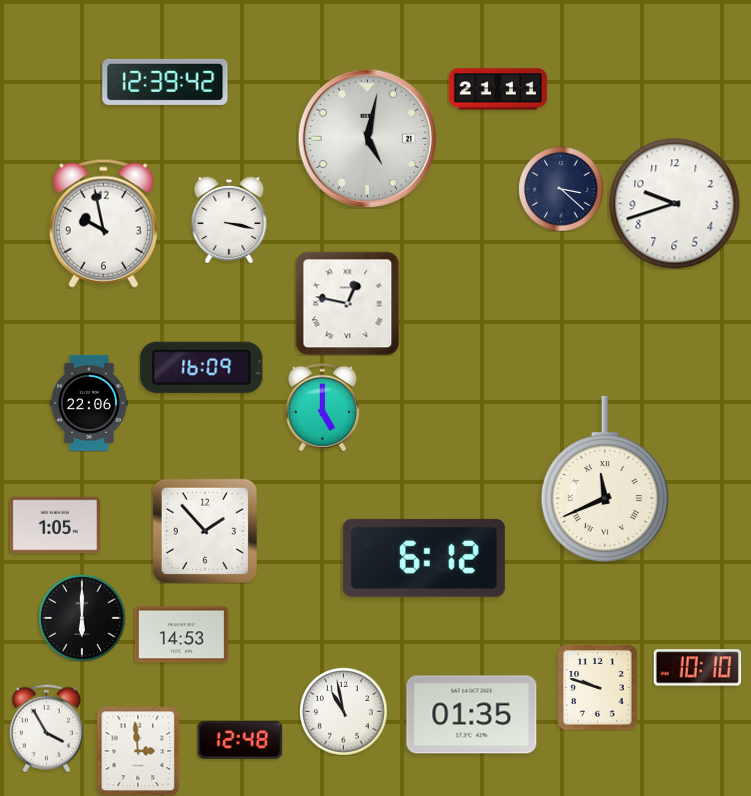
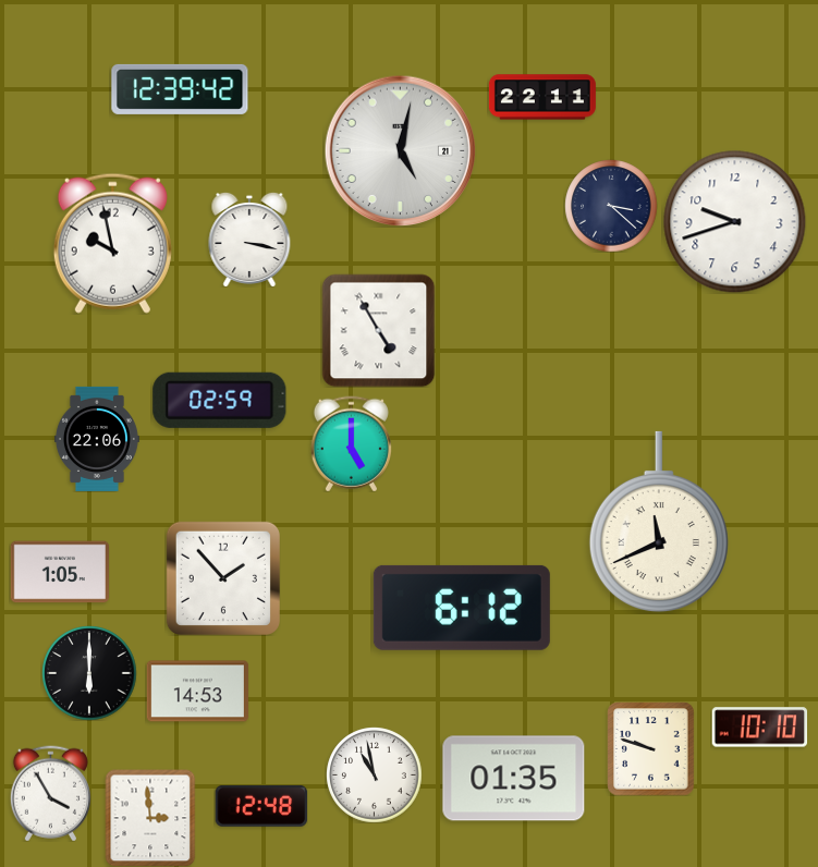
clock at (498, 89): 21:11 -> 22:11
clock at (347, 303): 12:47 -> 4:55
clock at (202, 367): 16:09 -> 02:59
